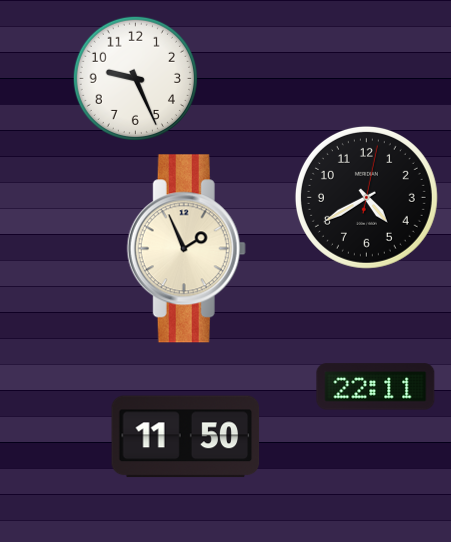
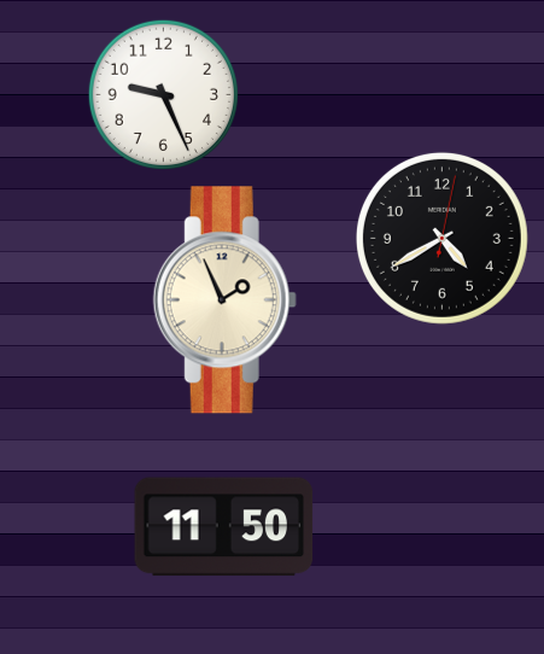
clock at (376, 387): 22:11 -> none
